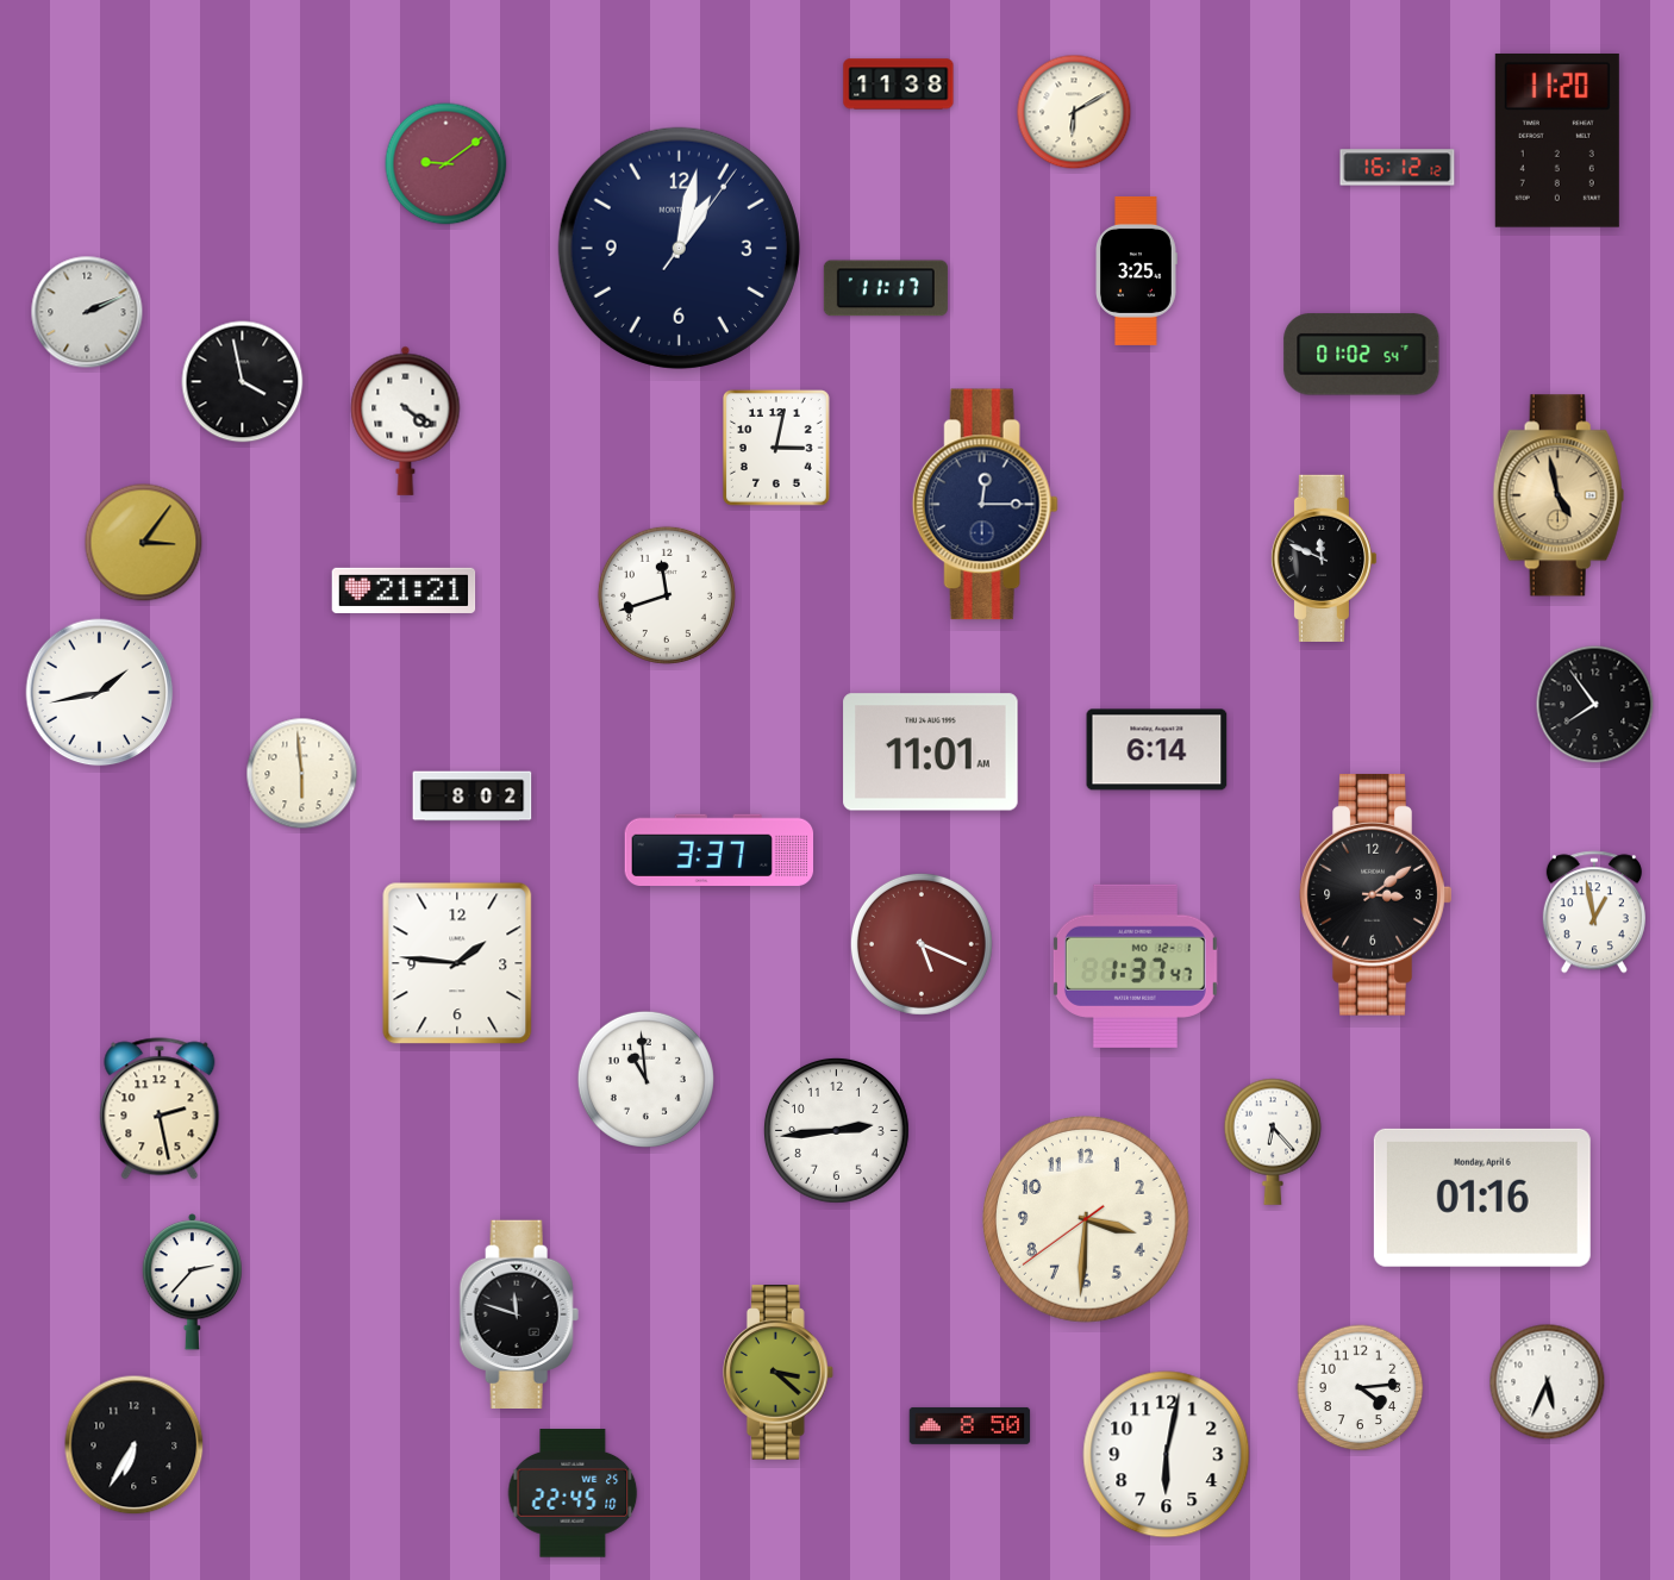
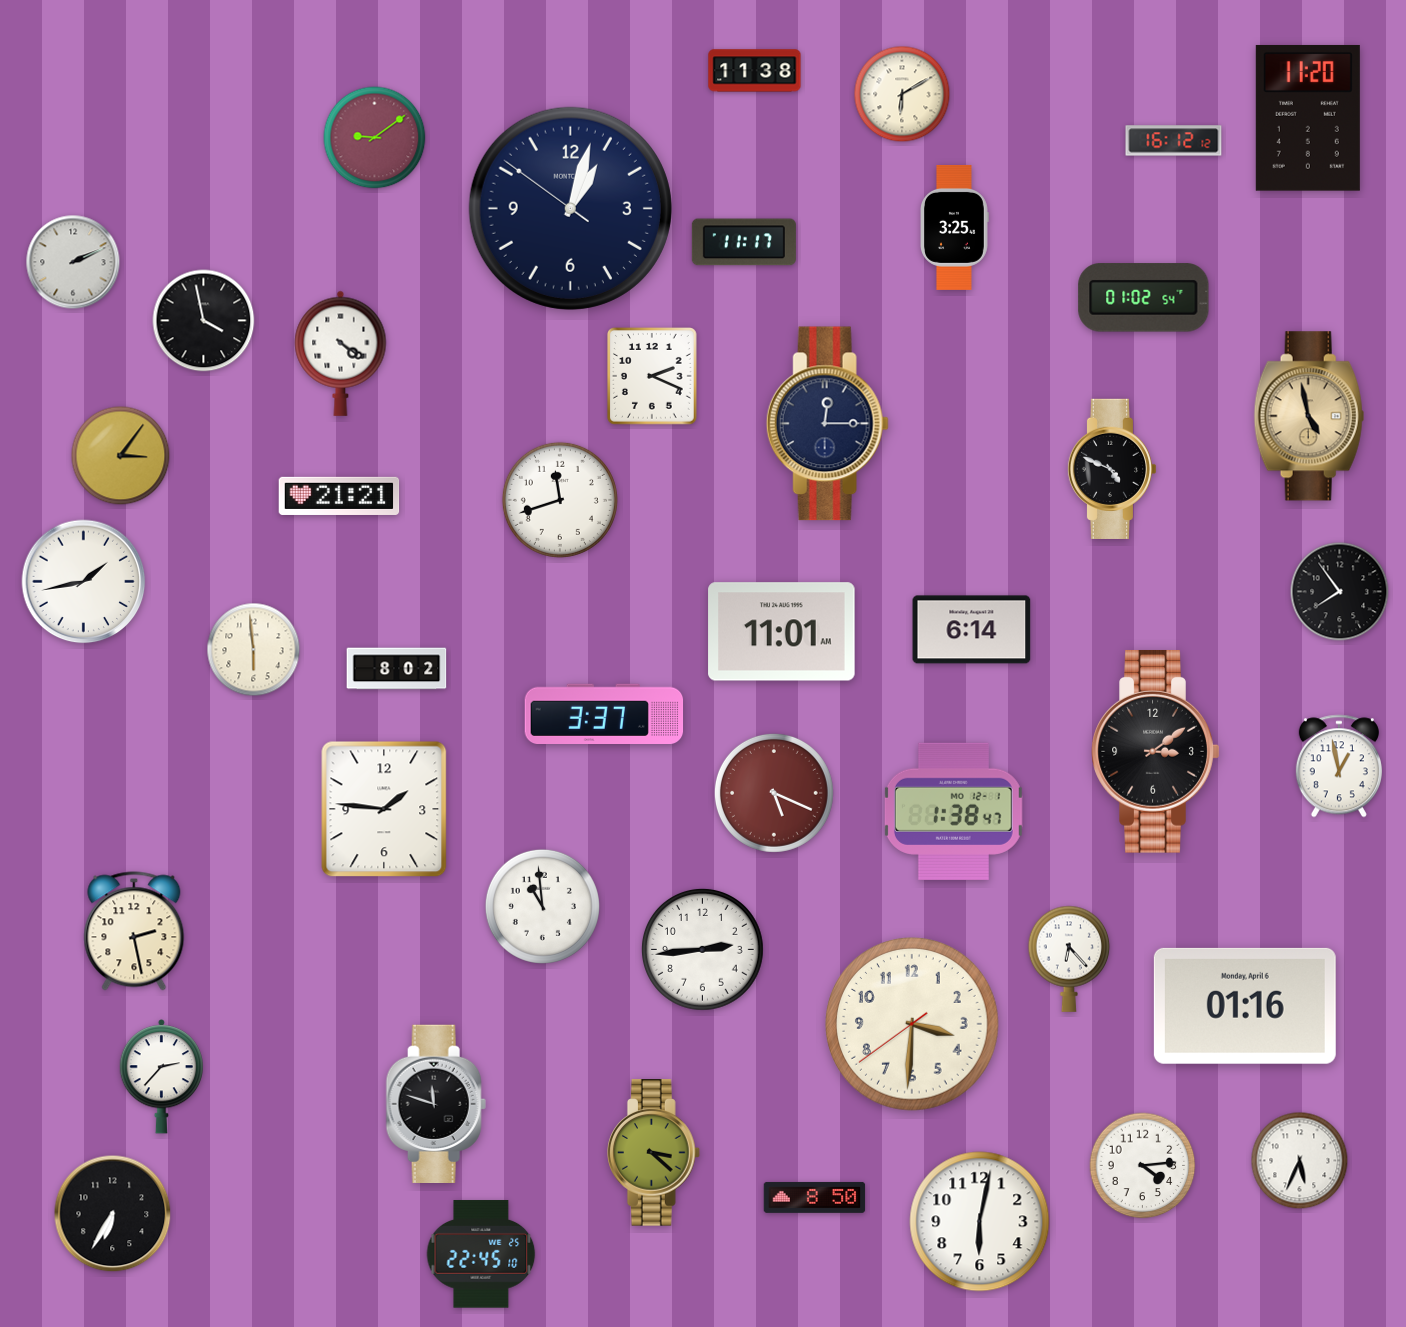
clock at (679, 248): 1:02:06 -> 1:02:51
clock at (777, 449): 3:02 -> 2:19
clock at (1324, 558): 11:49 -> 4:49
clock at (1135, 966): 1:37 -> 1:38
